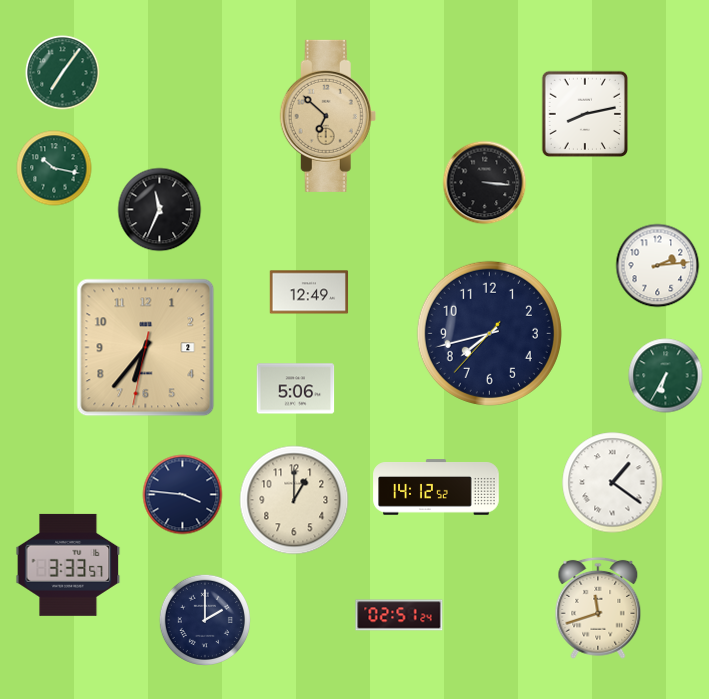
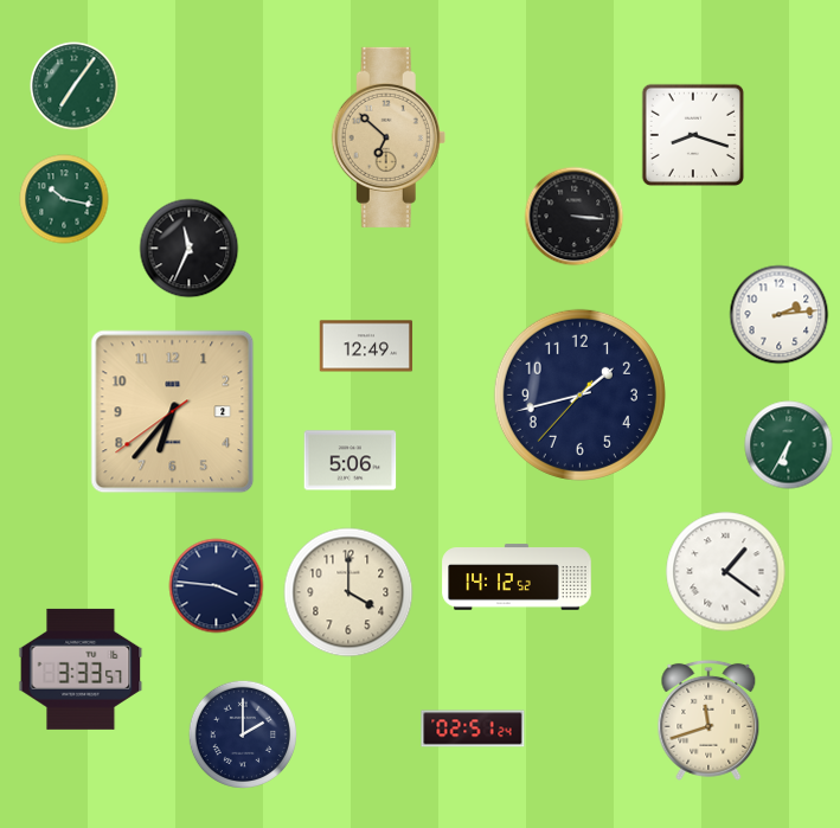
clock at (584, 113): 8:13 -> 8:18
clock at (489, 333): 7:42 -> 1:42
clock at (146, 348): 6:36:32 -> 6:36:39
clock at (294, 500): 1:00 -> 4:00
